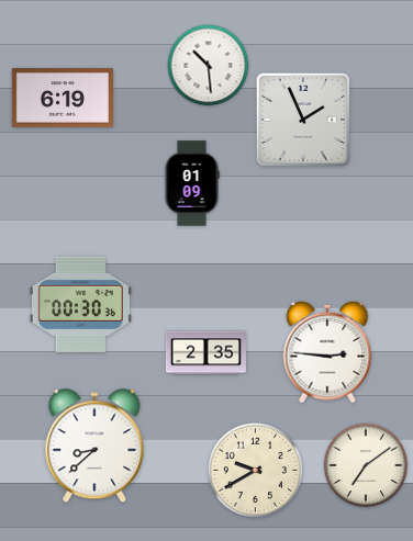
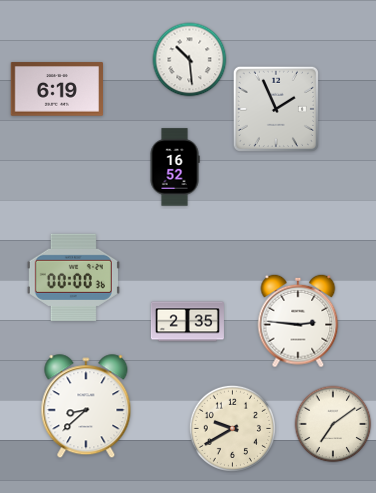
clock at (192, 183): 01:09 -> 16:52
clock at (80, 304): 00:30 -> 00:00
